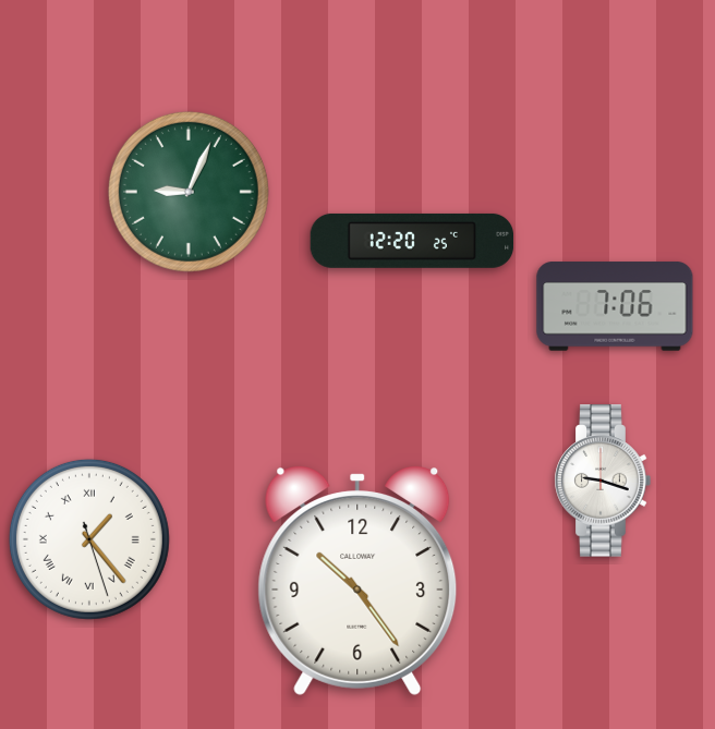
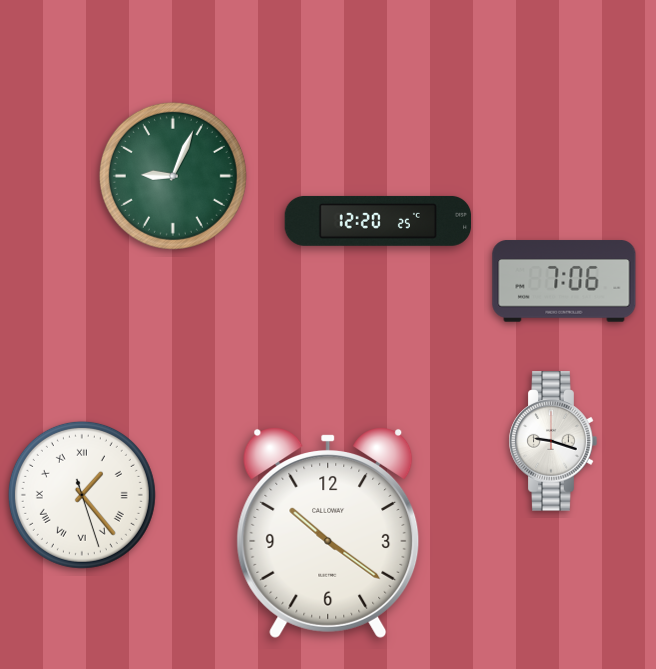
clock at (357, 581): 10:24 -> 10:21
